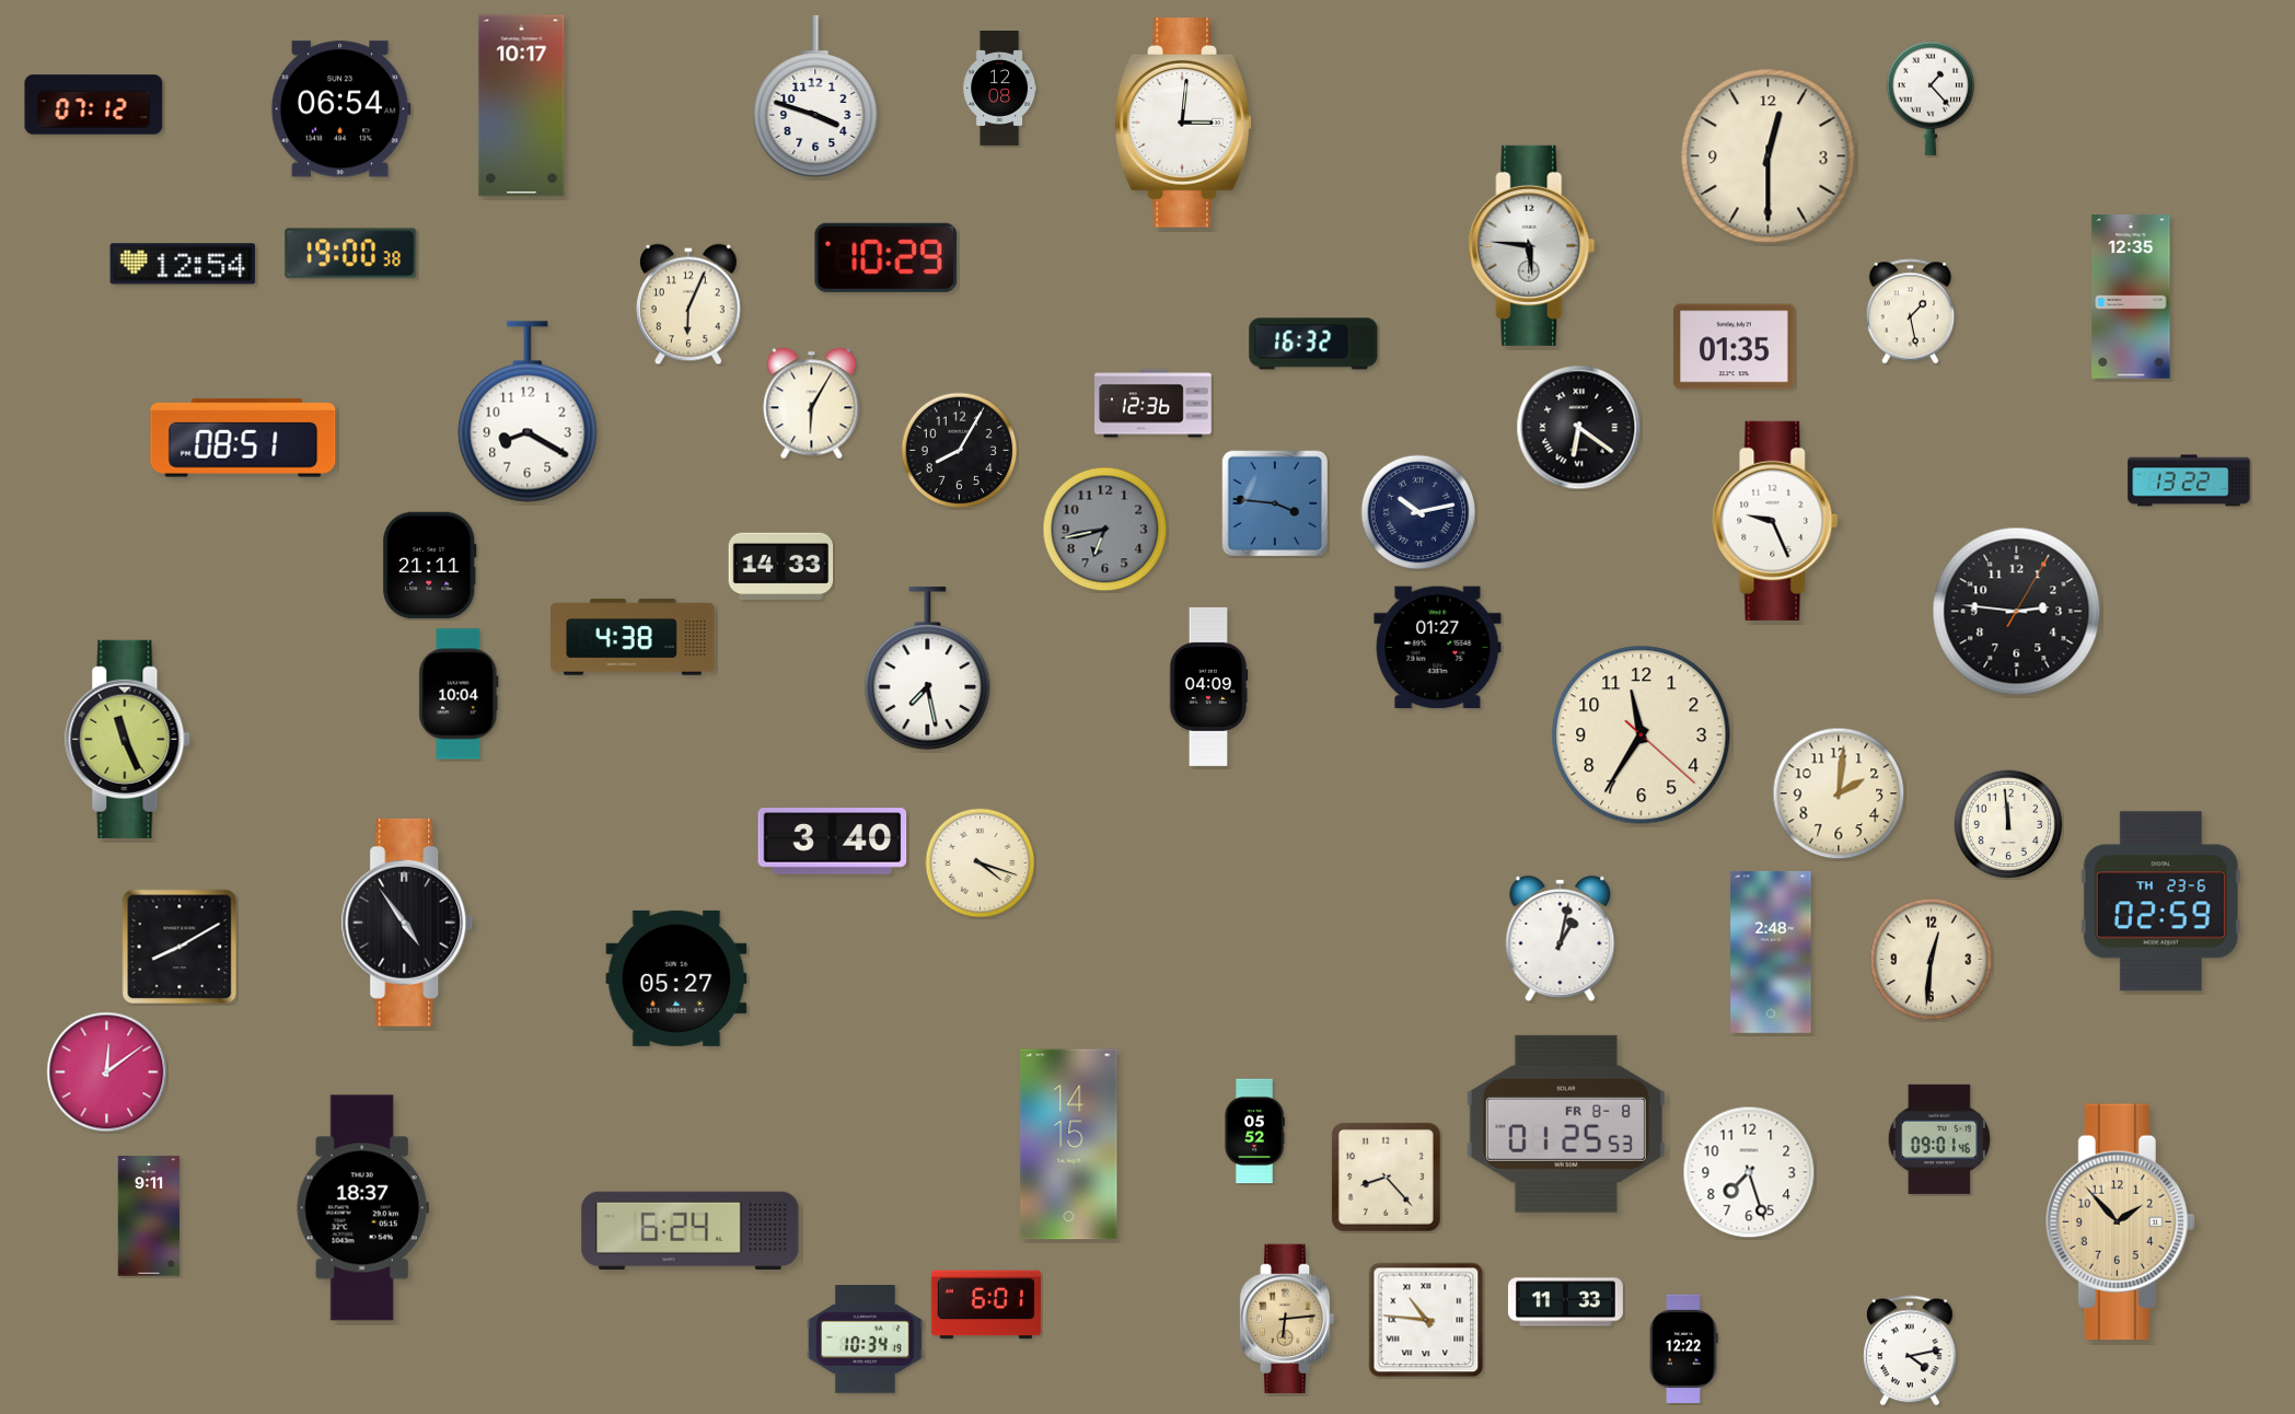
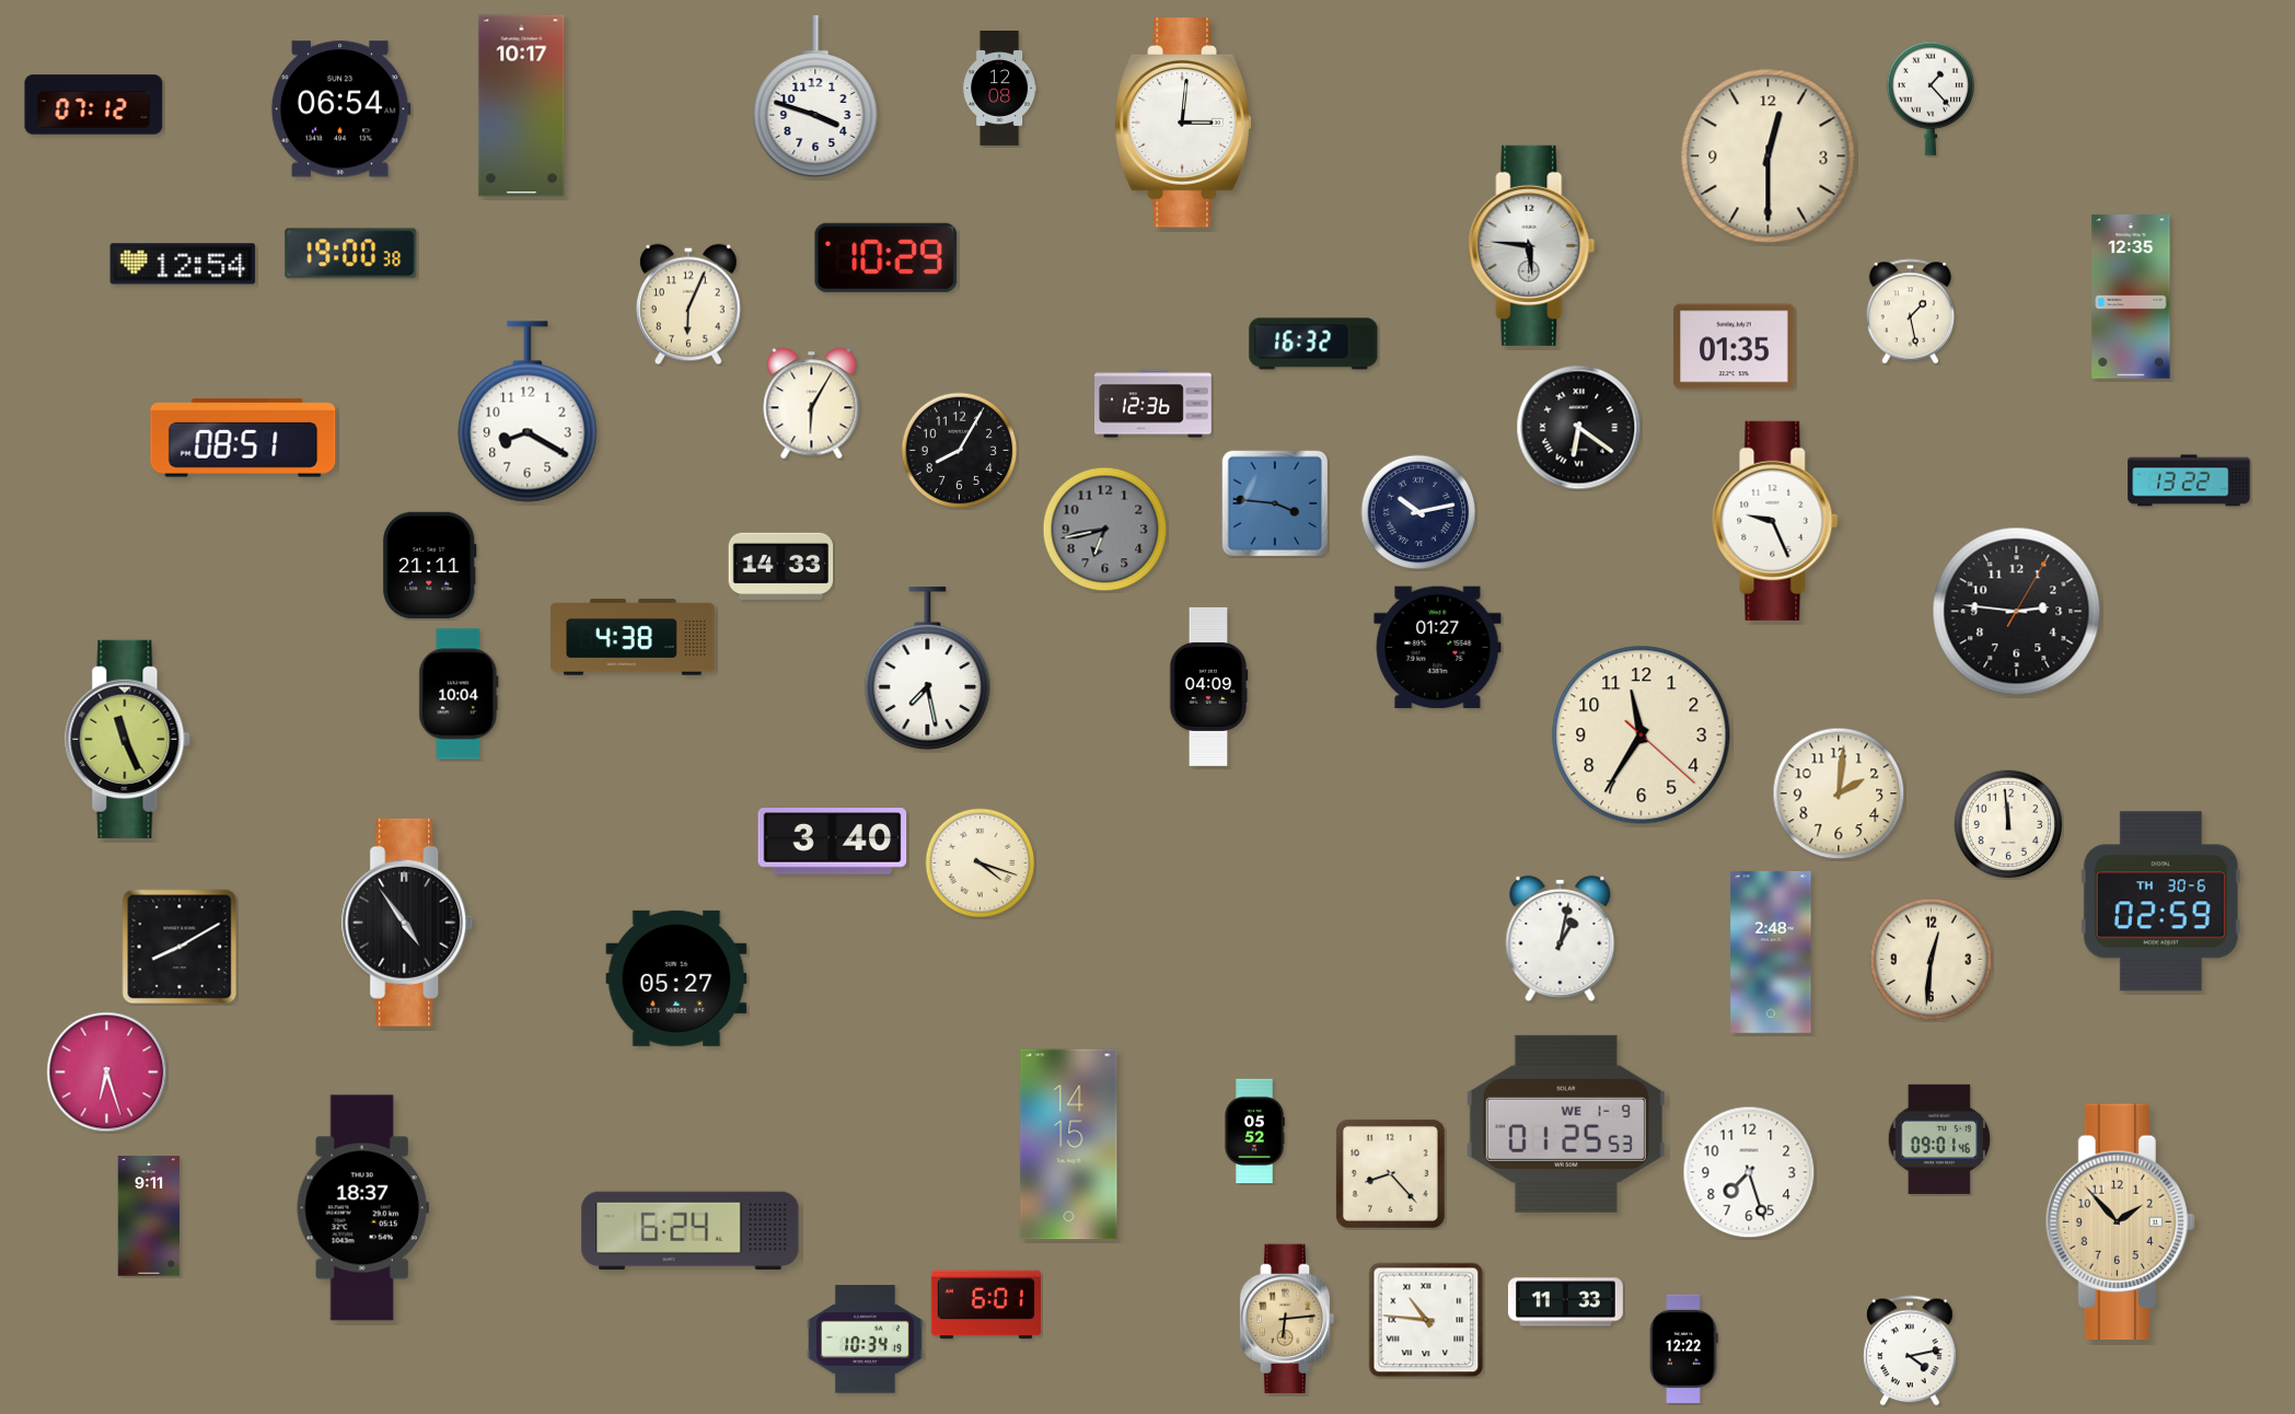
clock at (2160, 902) date: TH 23-6 -> TH 30-6
clock at (107, 1073): 12:09 -> 6:27
clock at (1566, 1124) date: FR 8-8 -> WE 1-9
clock at (1386, 1177) position: (1386, 1177) -> (1390, 1173)
